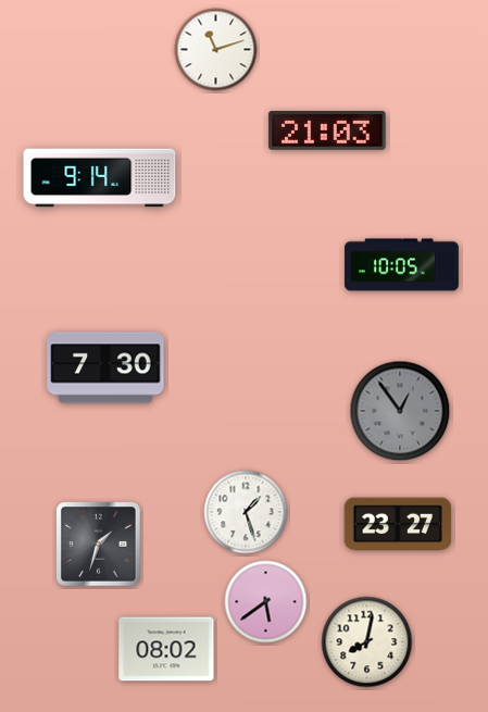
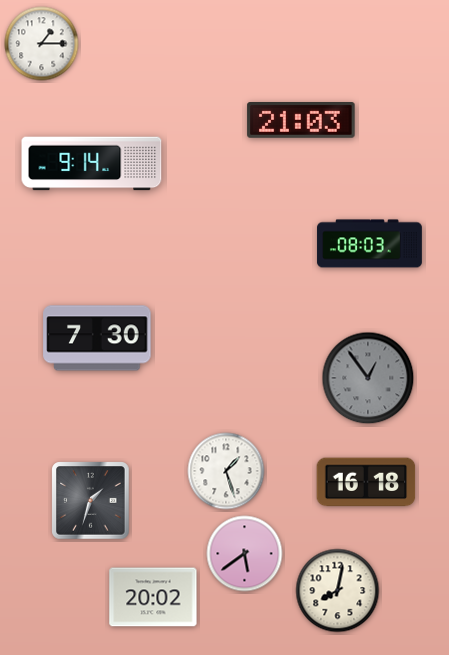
clock at (42, 44): none -> 1:15
clock at (216, 50): 11:12 -> none
clock at (402, 265): 10:05 -> 08:03
clock at (398, 524): 23:27 -> 16:18
clock at (166, 649): 08:02 -> 20:02
